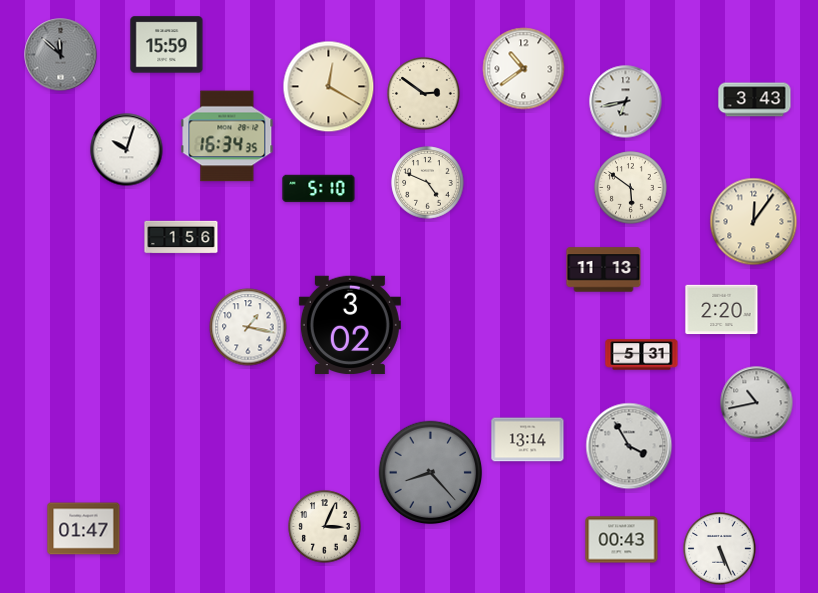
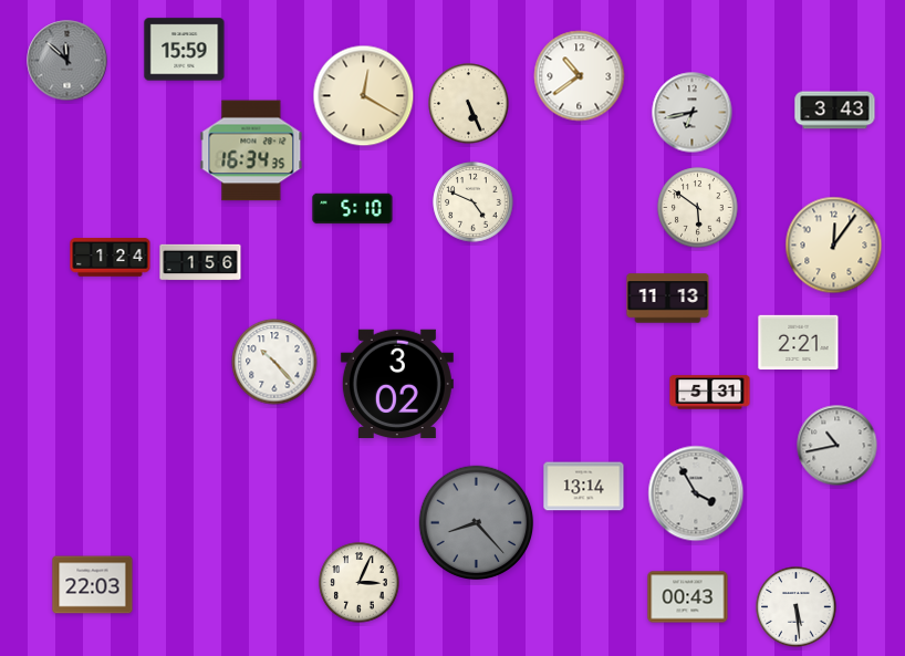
clock at (424, 94): 2:51 -> 5:26
clock at (127, 150): 10:03 -> none
clock at (111, 258): none -> 1:24
clock at (722, 310): 2:20 -> 2:21
clock at (350, 325) position: (350, 325) -> (397, 384)
clock at (248, 327): 1:17 -> 10:23
clock at (84, 529): 01:47 -> 22:03
clock at (720, 549): 5:26 -> 5:29
